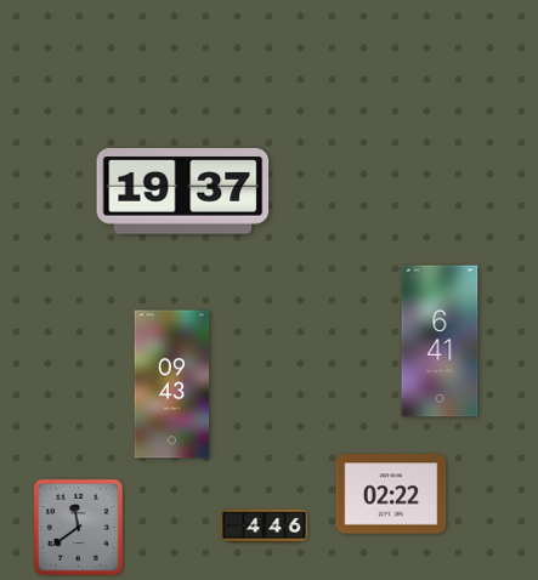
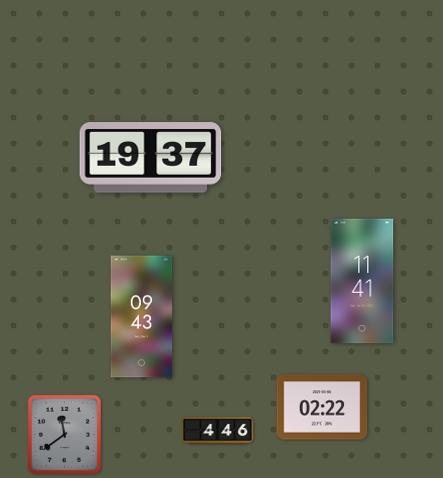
clock at (440, 341): 6:41 -> 11:41
clock at (265, 525) position: (265, 525) -> (218, 430)
